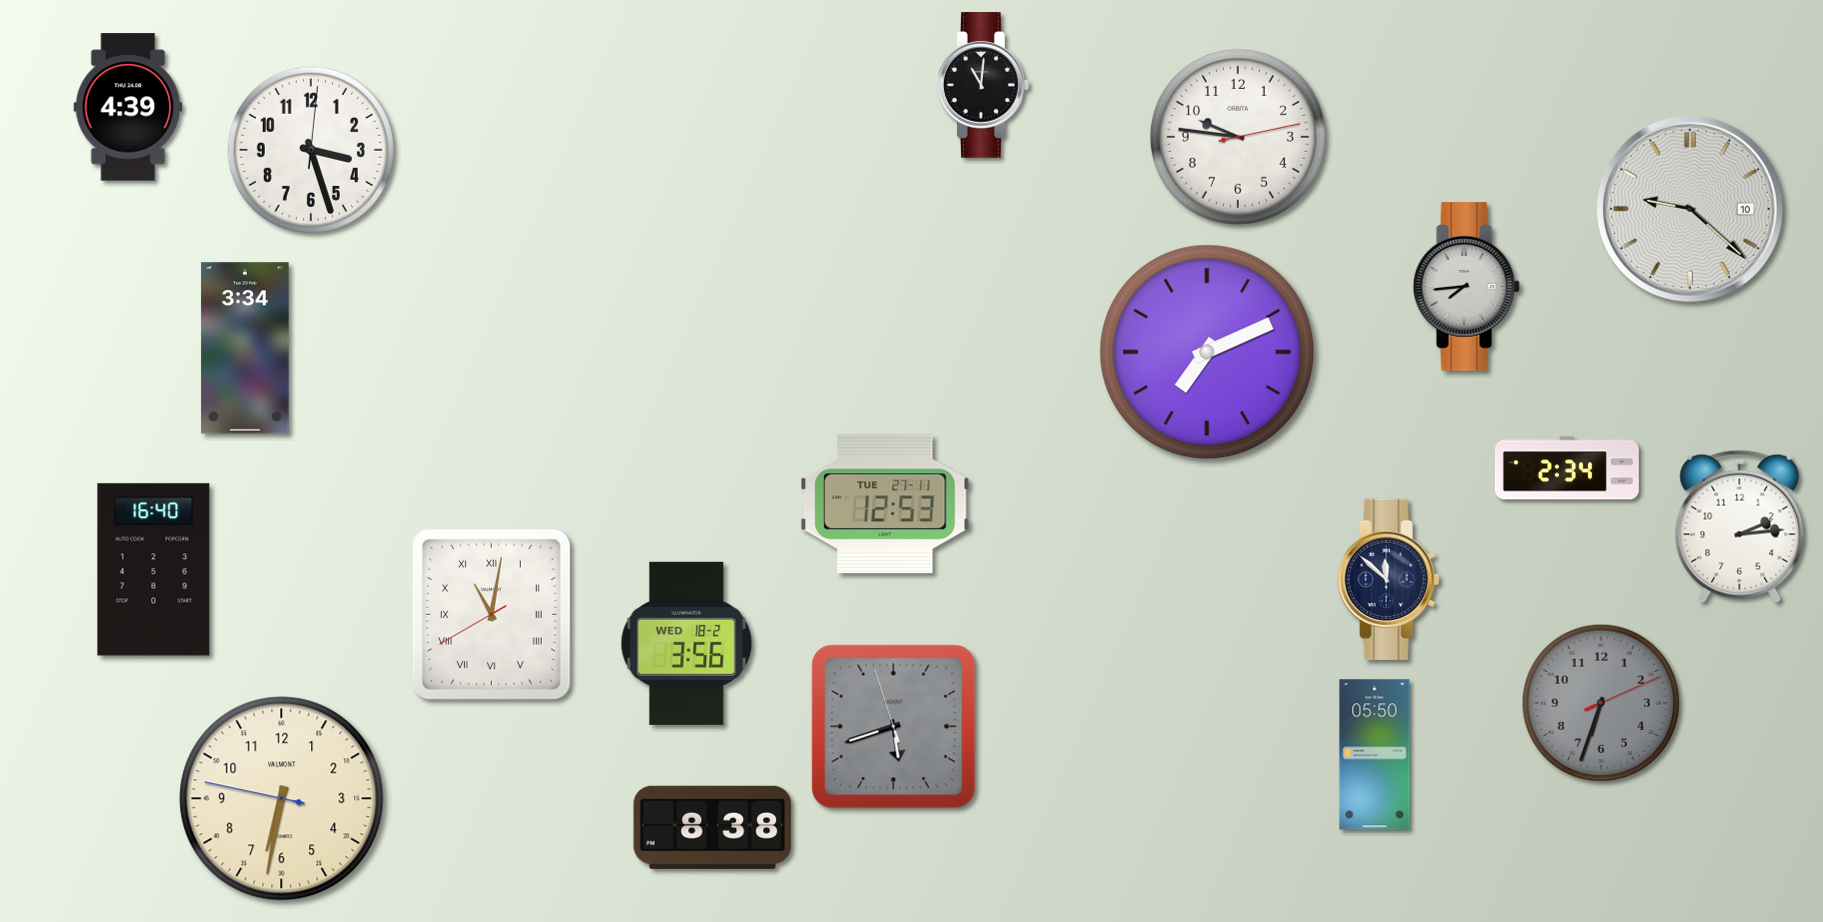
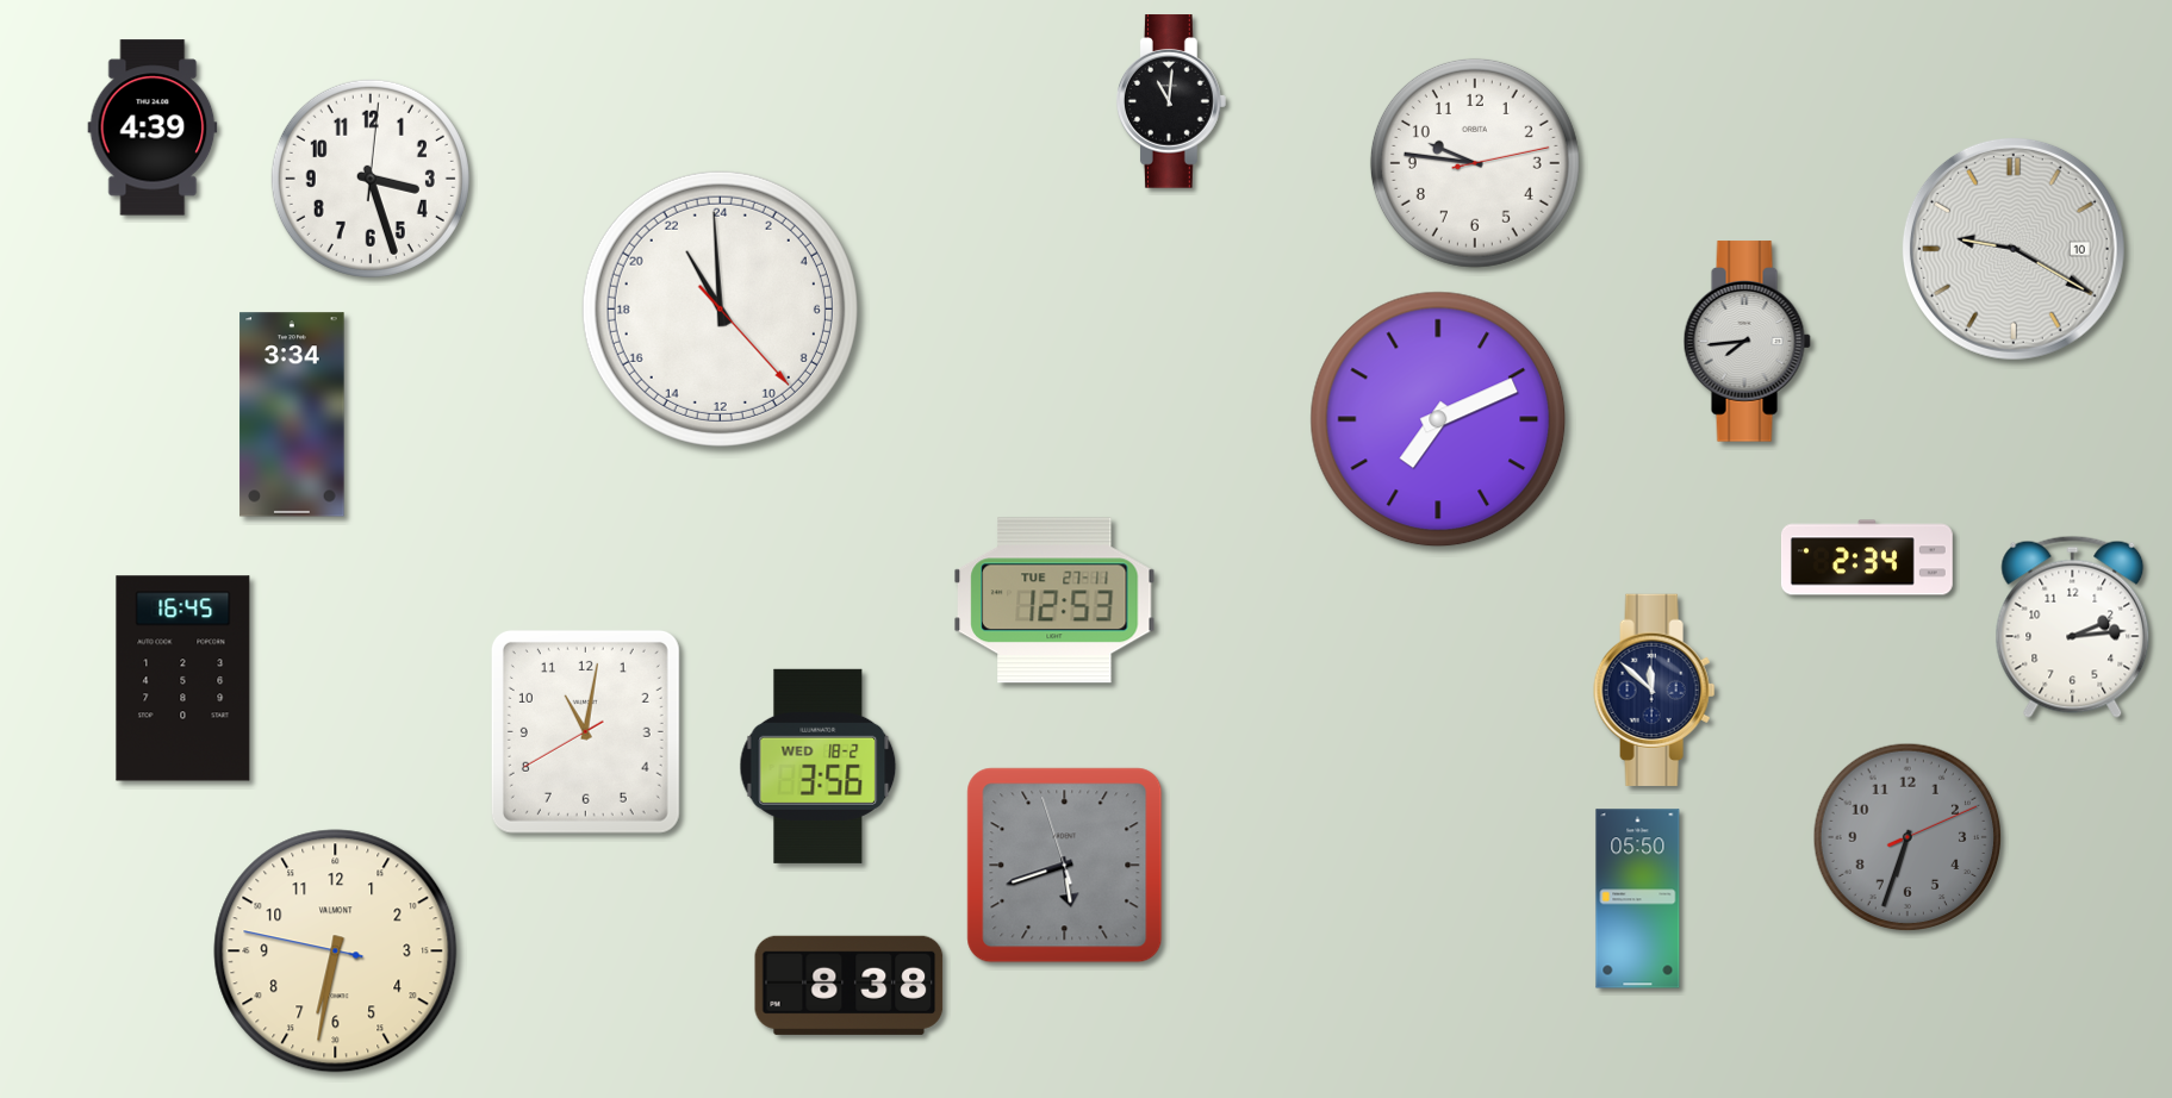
clock at (1690, 209): 9:22 -> 9:20
clock at (720, 308): none -> 21:59
clock at (154, 570): 16:40 -> 16:45
clock at (491, 614) numerals: Roman -> Arabic
